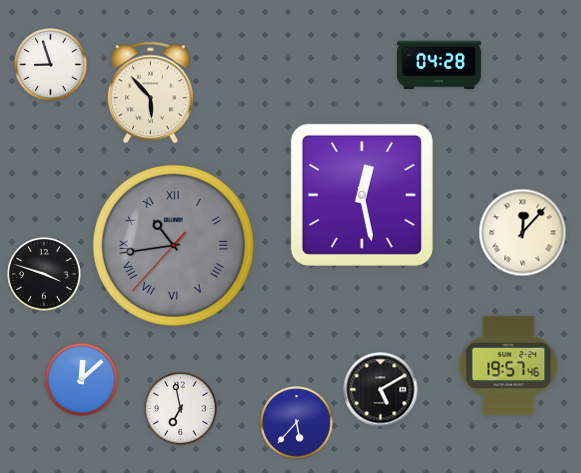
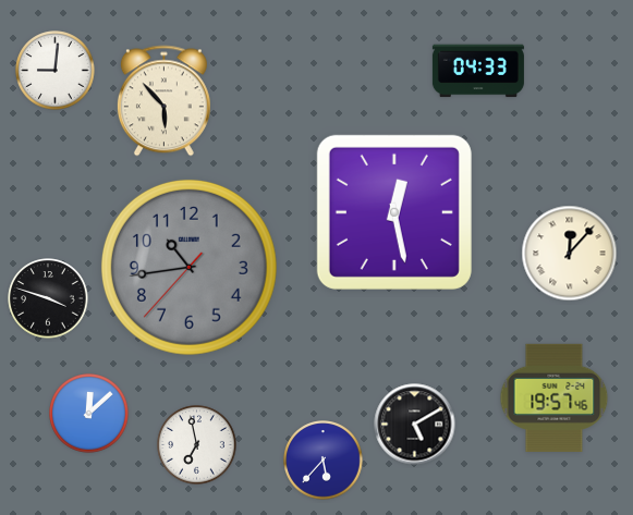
clock at (51, 65): 8:57 -> 9:01
clock at (439, 65): 04:28 -> 04:33
clock at (173, 245) numerals: Roman -> Arabic
